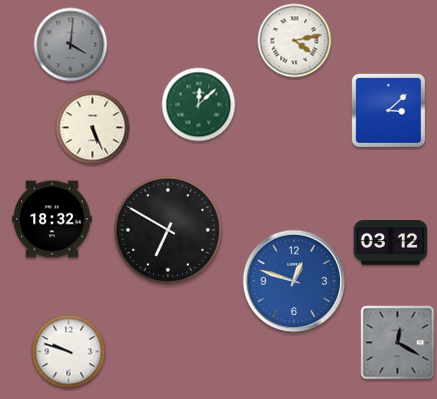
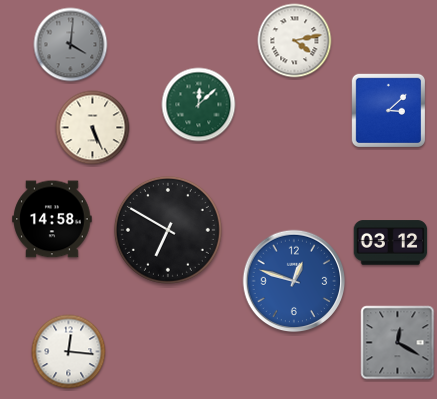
clock at (52, 219): 18:32 -> 14:58
clock at (69, 352): 9:48 -> 12:16
